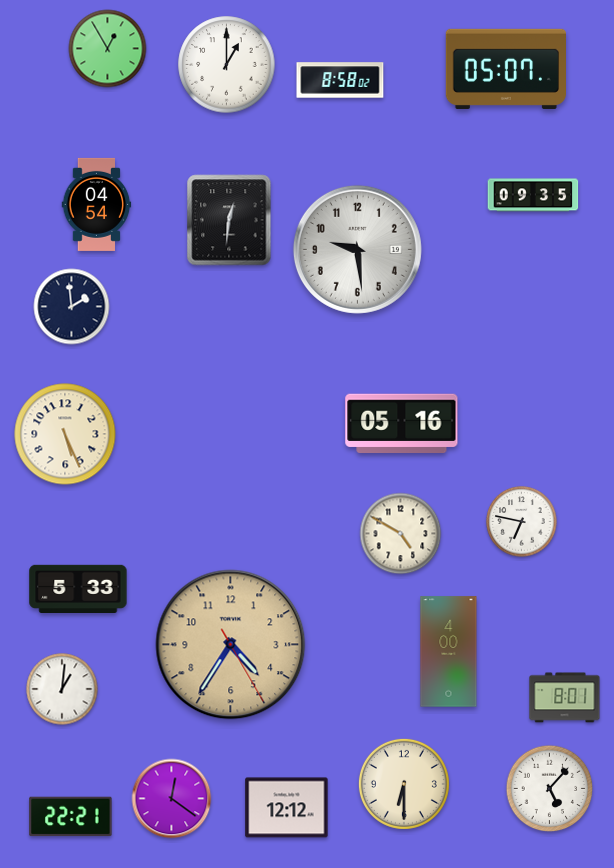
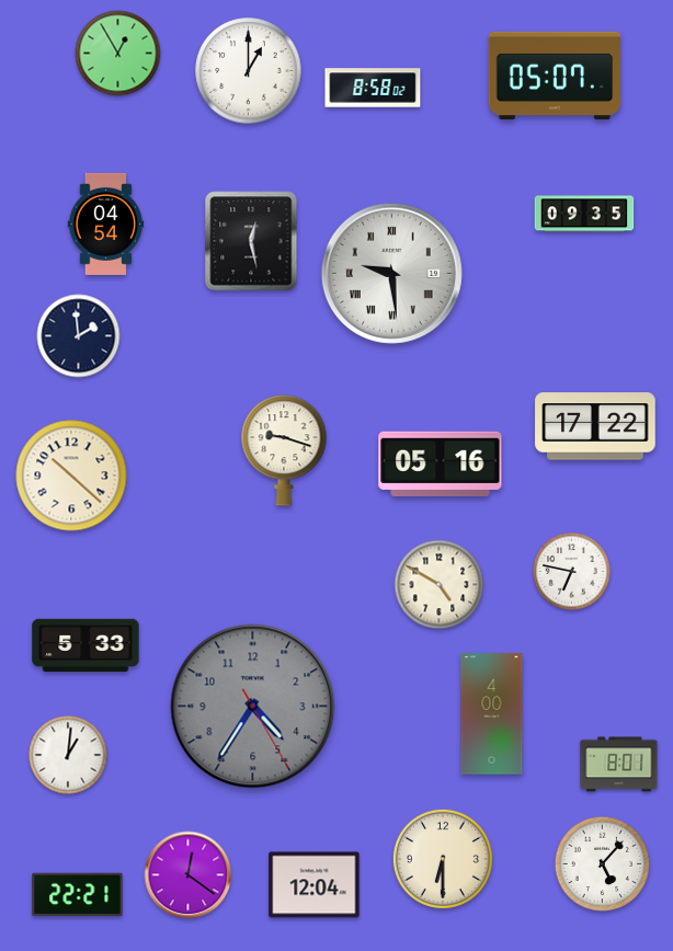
clock at (229, 220): 12:31 -> 12:28
clock at (357, 249) numerals: Arabic -> Roman
clock at (595, 426): none -> 17:22
clock at (284, 450): none -> 9:18
clock at (65, 434): 5:26 -> 10:22
clock at (231, 645) dial: champagne -> grey
clock at (287, 808): 12:12 -> 12:04
